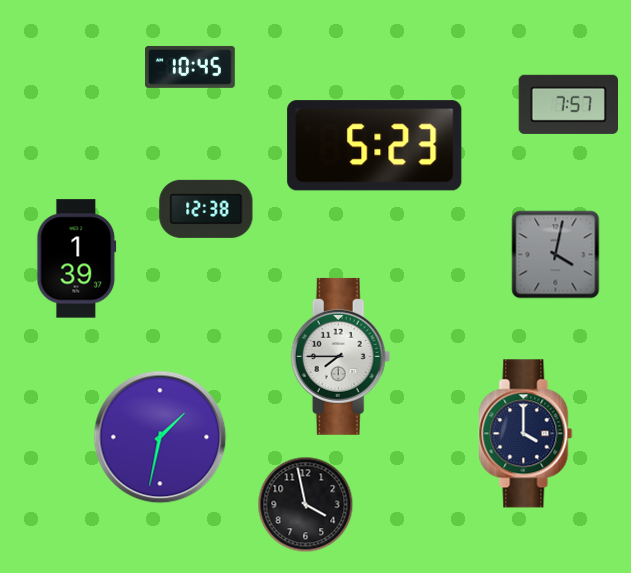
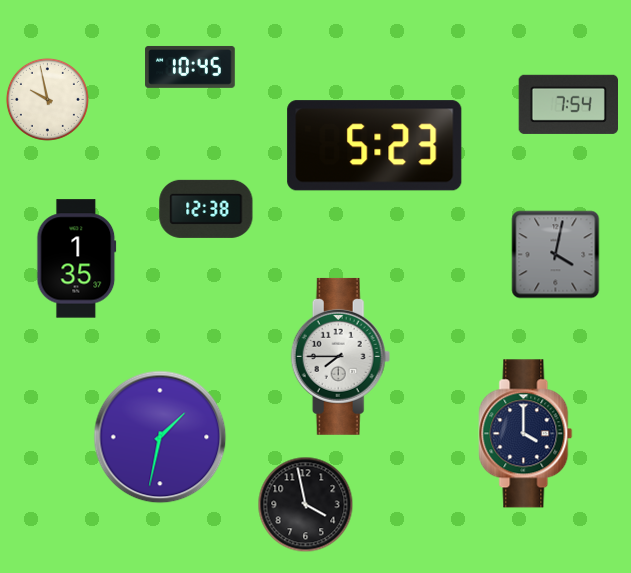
clock at (47, 99): none -> 9:58
clock at (568, 104): 7:57 -> 7:54
clock at (77, 259): 1:39 -> 1:35
